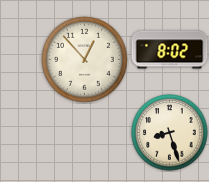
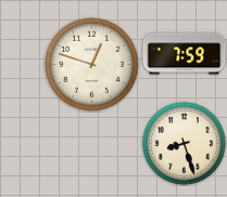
clock at (170, 50): 8:02 -> 7:59
clock at (85, 60): 12:53 -> 12:48
